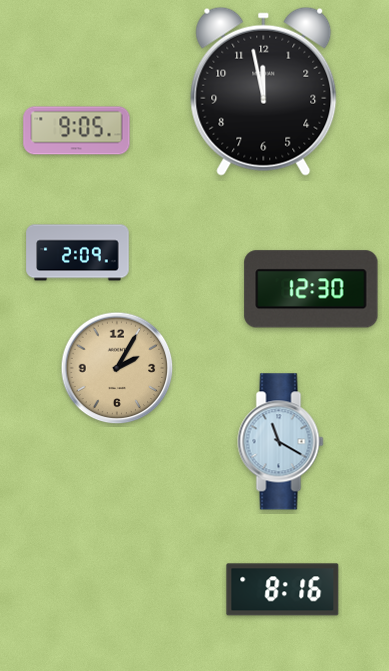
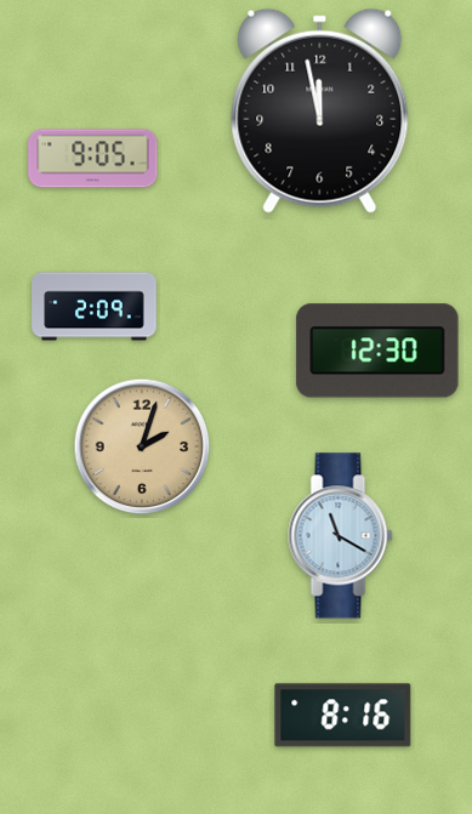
clock at (117, 368): 2:05 -> 2:03
